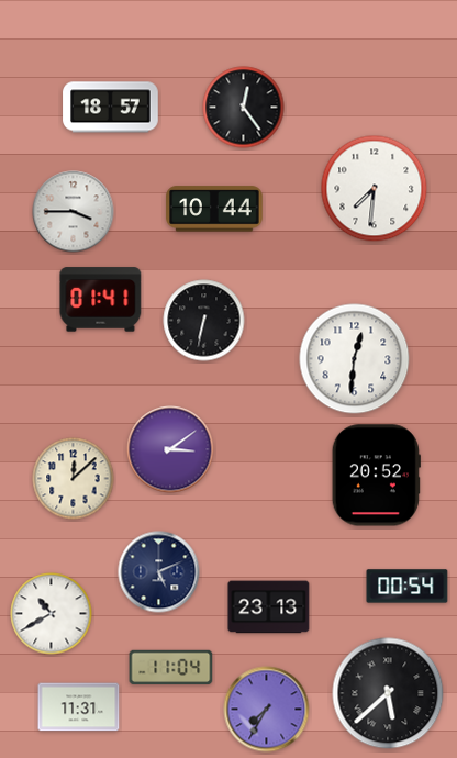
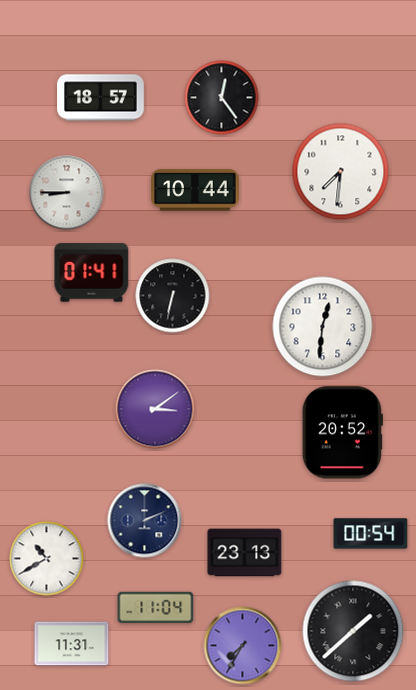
clock at (74, 212): 3:45 -> 8:45
clock at (204, 321) position: (204, 321) -> (173, 296)
clock at (74, 479): 12:08 -> none
clock at (159, 572): 5:11 -> 2:11
clock at (388, 693): 5:38 -> 1:38
